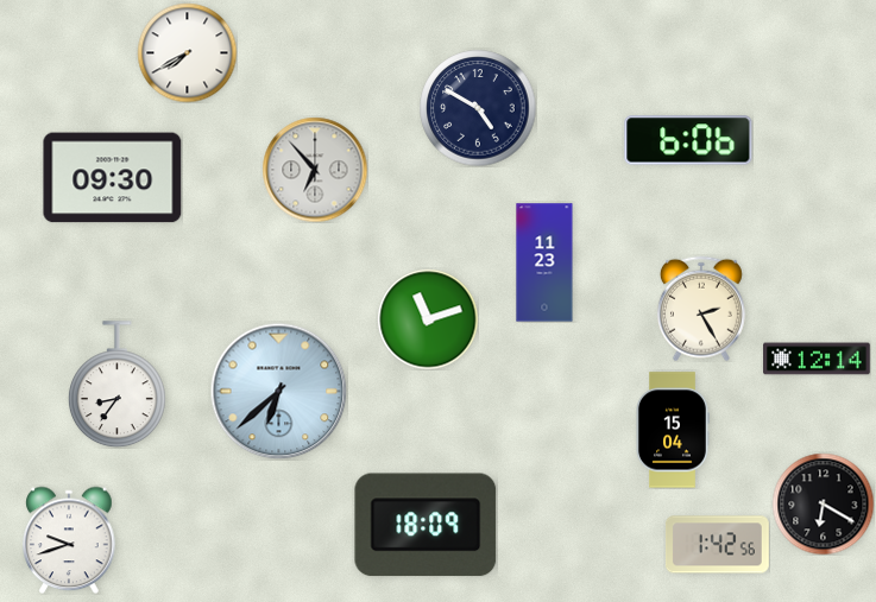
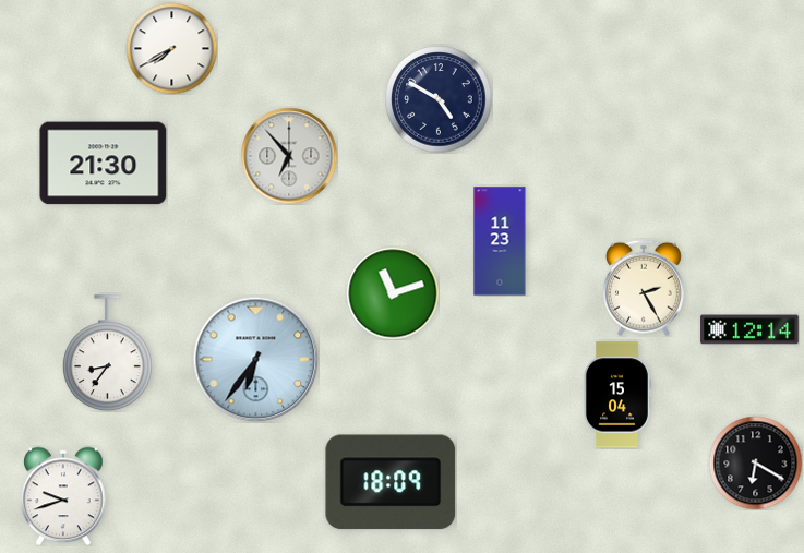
clock at (688, 140): 6:06 -> none
clock at (113, 178): 09:30 -> 21:30
clock at (701, 309) position: (701, 309) -> (644, 288)
clock at (278, 391): 6:38 -> 6:36
clock at (717, 545): 1:42 -> none
